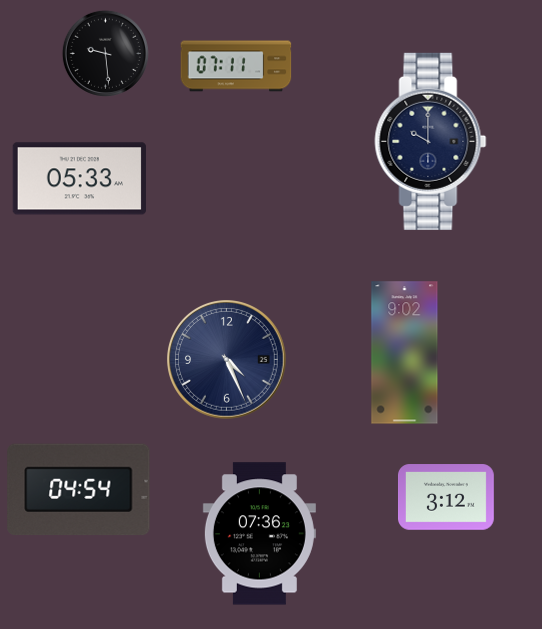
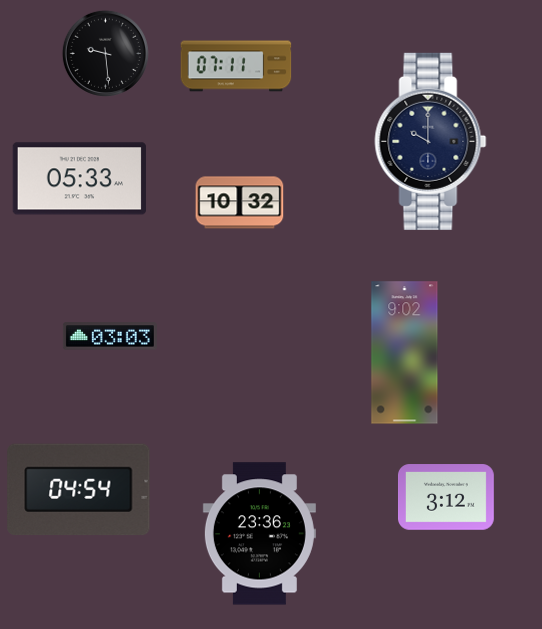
clock at (240, 203): none -> 10:32
clock at (110, 336): none -> 03:03
clock at (227, 360): 4:26 -> none
clock at (259, 534): 07:36 -> 23:36
